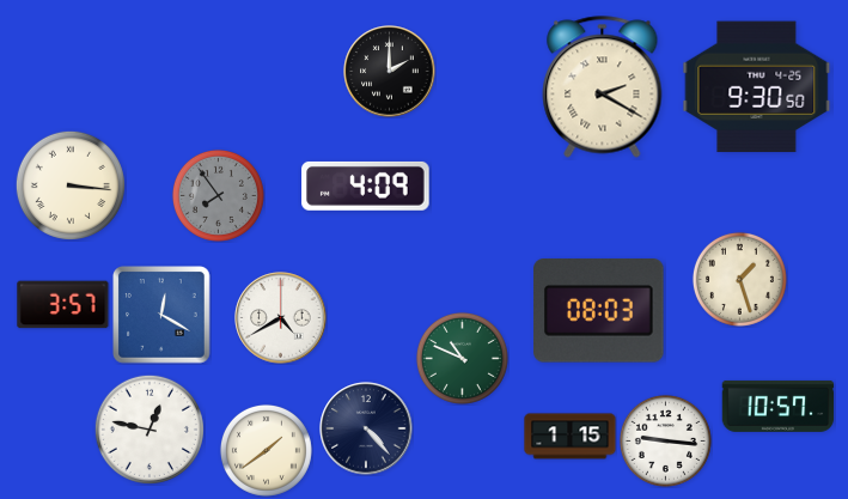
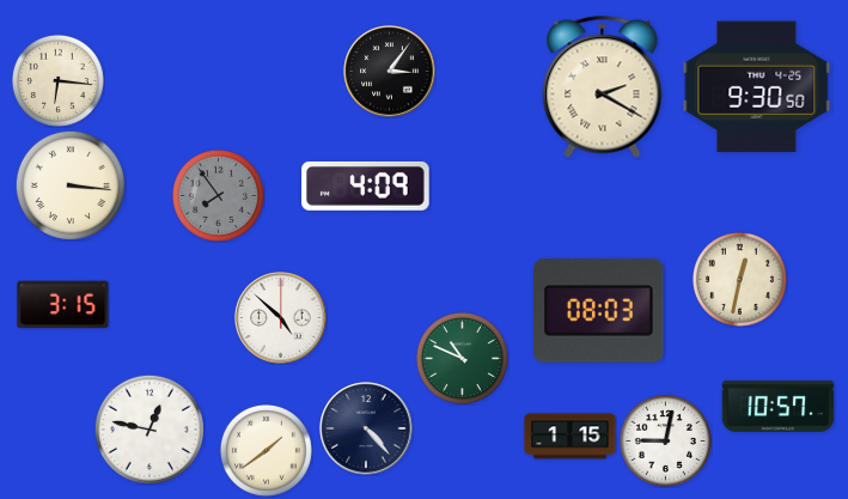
clock at (390, 72): 2:00 -> 3:06
clock at (57, 80): none -> 6:16
clock at (739, 279): 1:27 -> 12:32
clock at (63, 305): 3:57 -> 3:15
clock at (161, 315): 12:20 -> none
clock at (281, 318): 4:40 -> 4:52
clock at (665, 440): 9:16 -> 9:02
